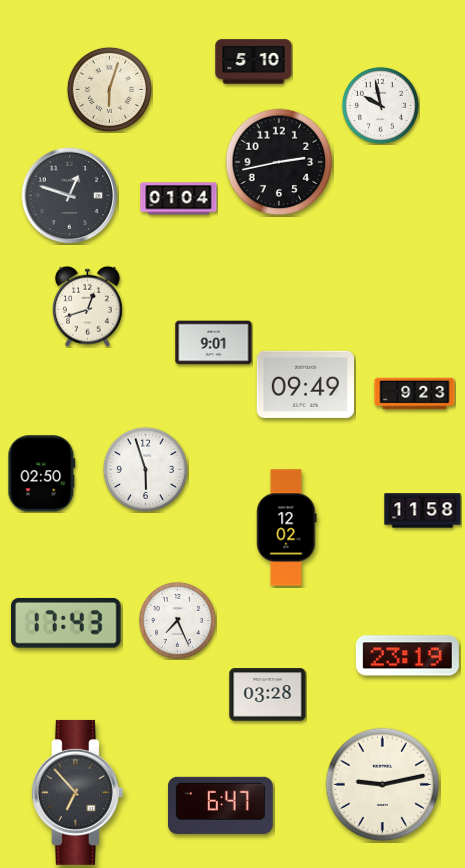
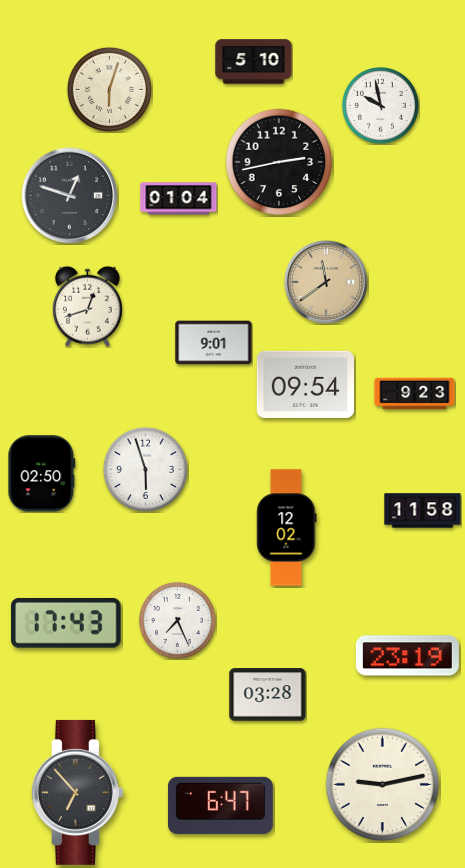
clock at (326, 282): none -> 11:39
clock at (305, 384): 09:49 -> 09:54
